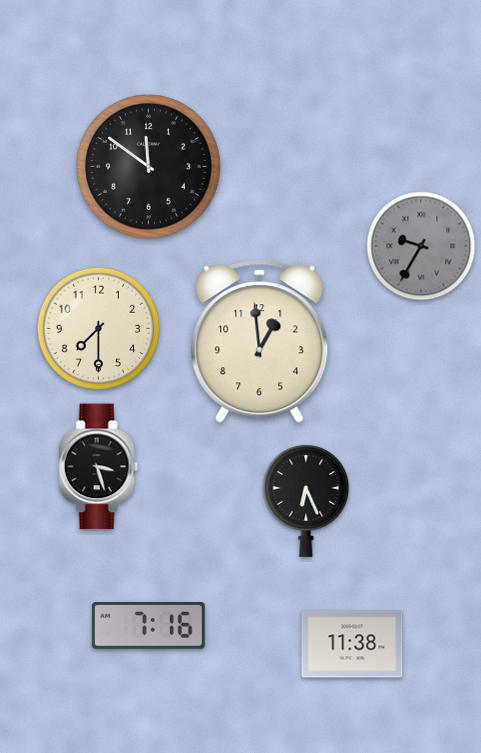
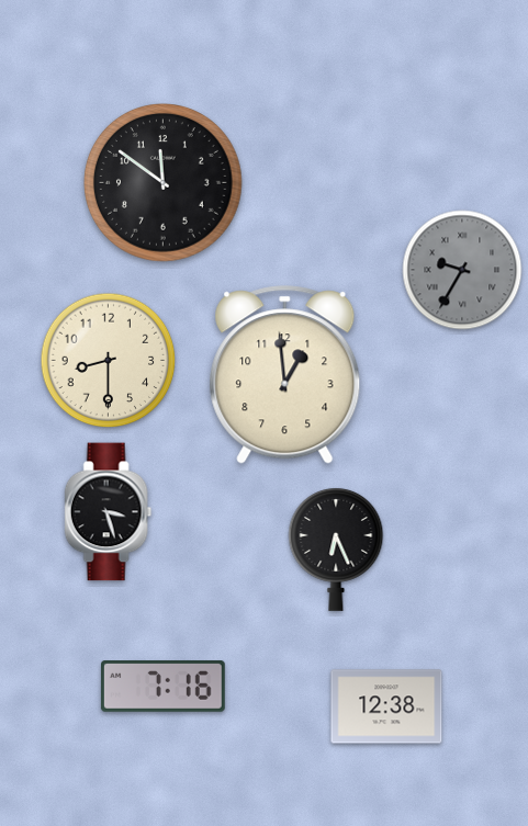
clock at (99, 329): 7:30 -> 8:30
clock at (352, 644): 11:38 -> 12:38
